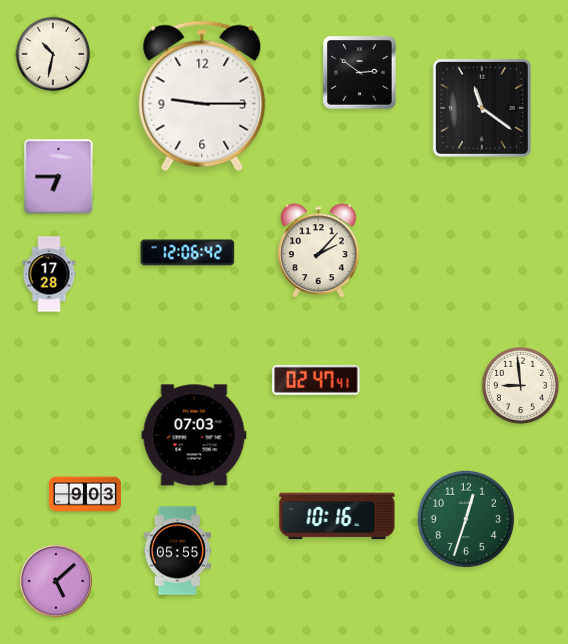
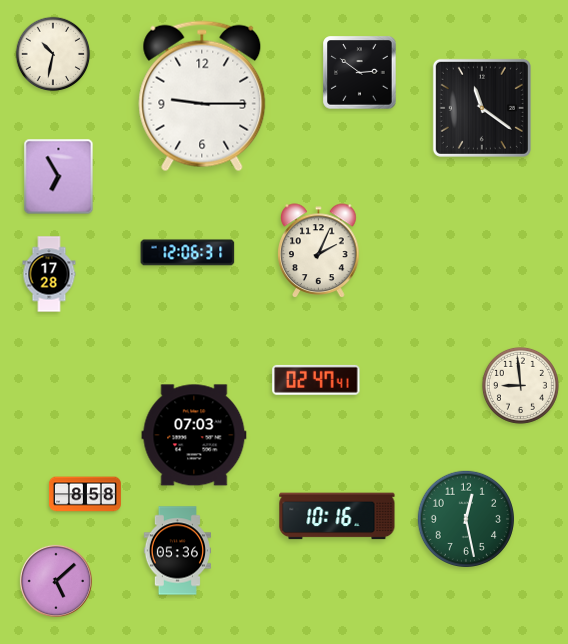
clock at (59, 177): 6:45 -> 6:55
clock at (319, 251): 2:07 -> 2:04
clock at (188, 253): 12:06:42 -> 12:06:31
clock at (85, 494): 9:03 -> 8:58
clock at (466, 519): 12:33 -> 12:28
clock at (177, 551): 05:55 -> 05:36
